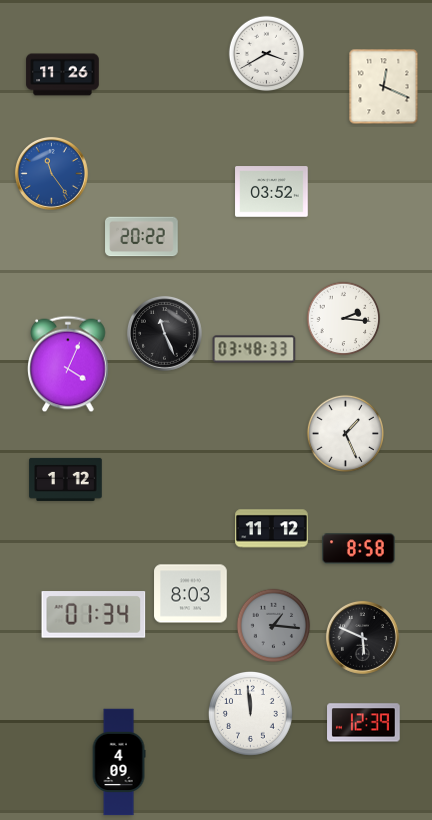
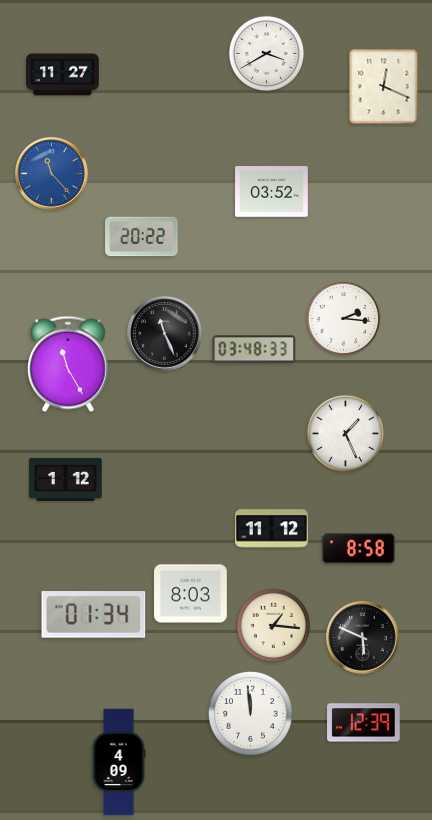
clock at (63, 75): 11:26 -> 11:27
clock at (51, 173): 11:24 -> 11:23
clock at (68, 364): 4:04 -> 11:25
clock at (274, 626) dial: grey -> cream
